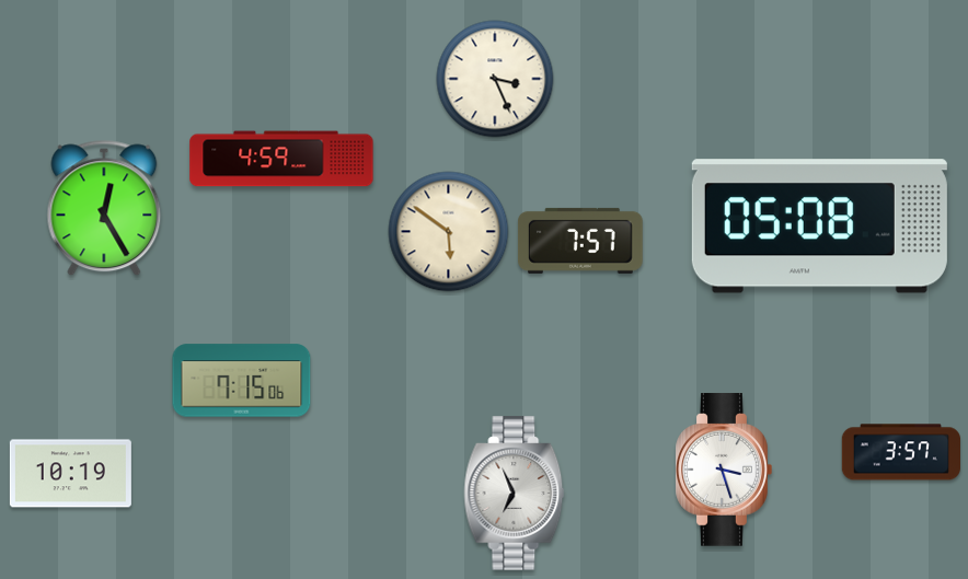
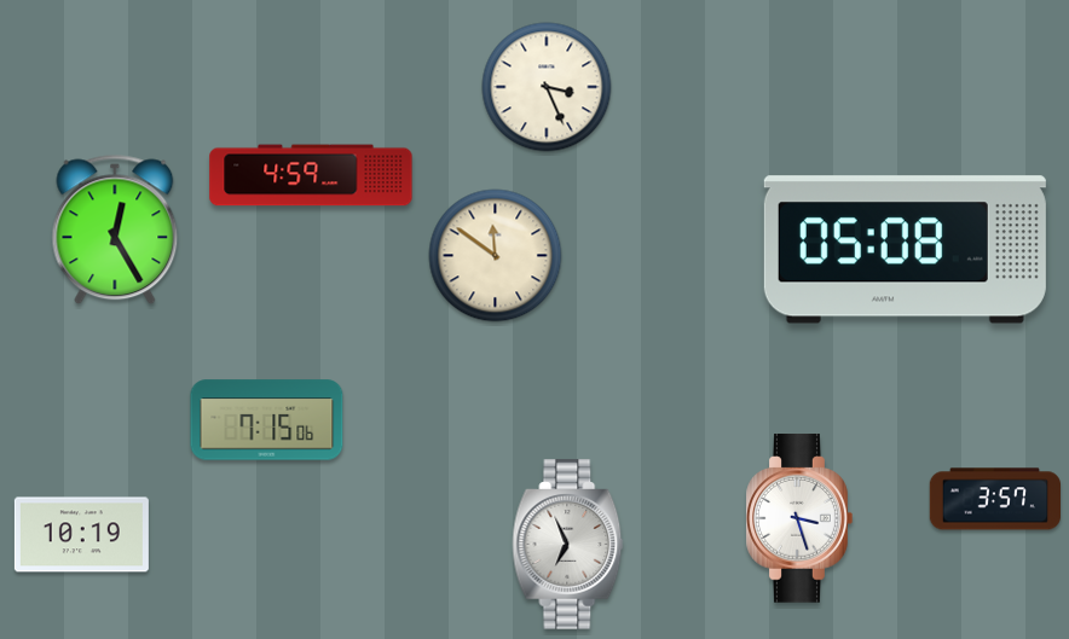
clock at (449, 232): 5:51 -> 11:51
clock at (580, 241): 7:57 -> none
clock at (70, 474) position: (70, 474) -> (81, 535)
